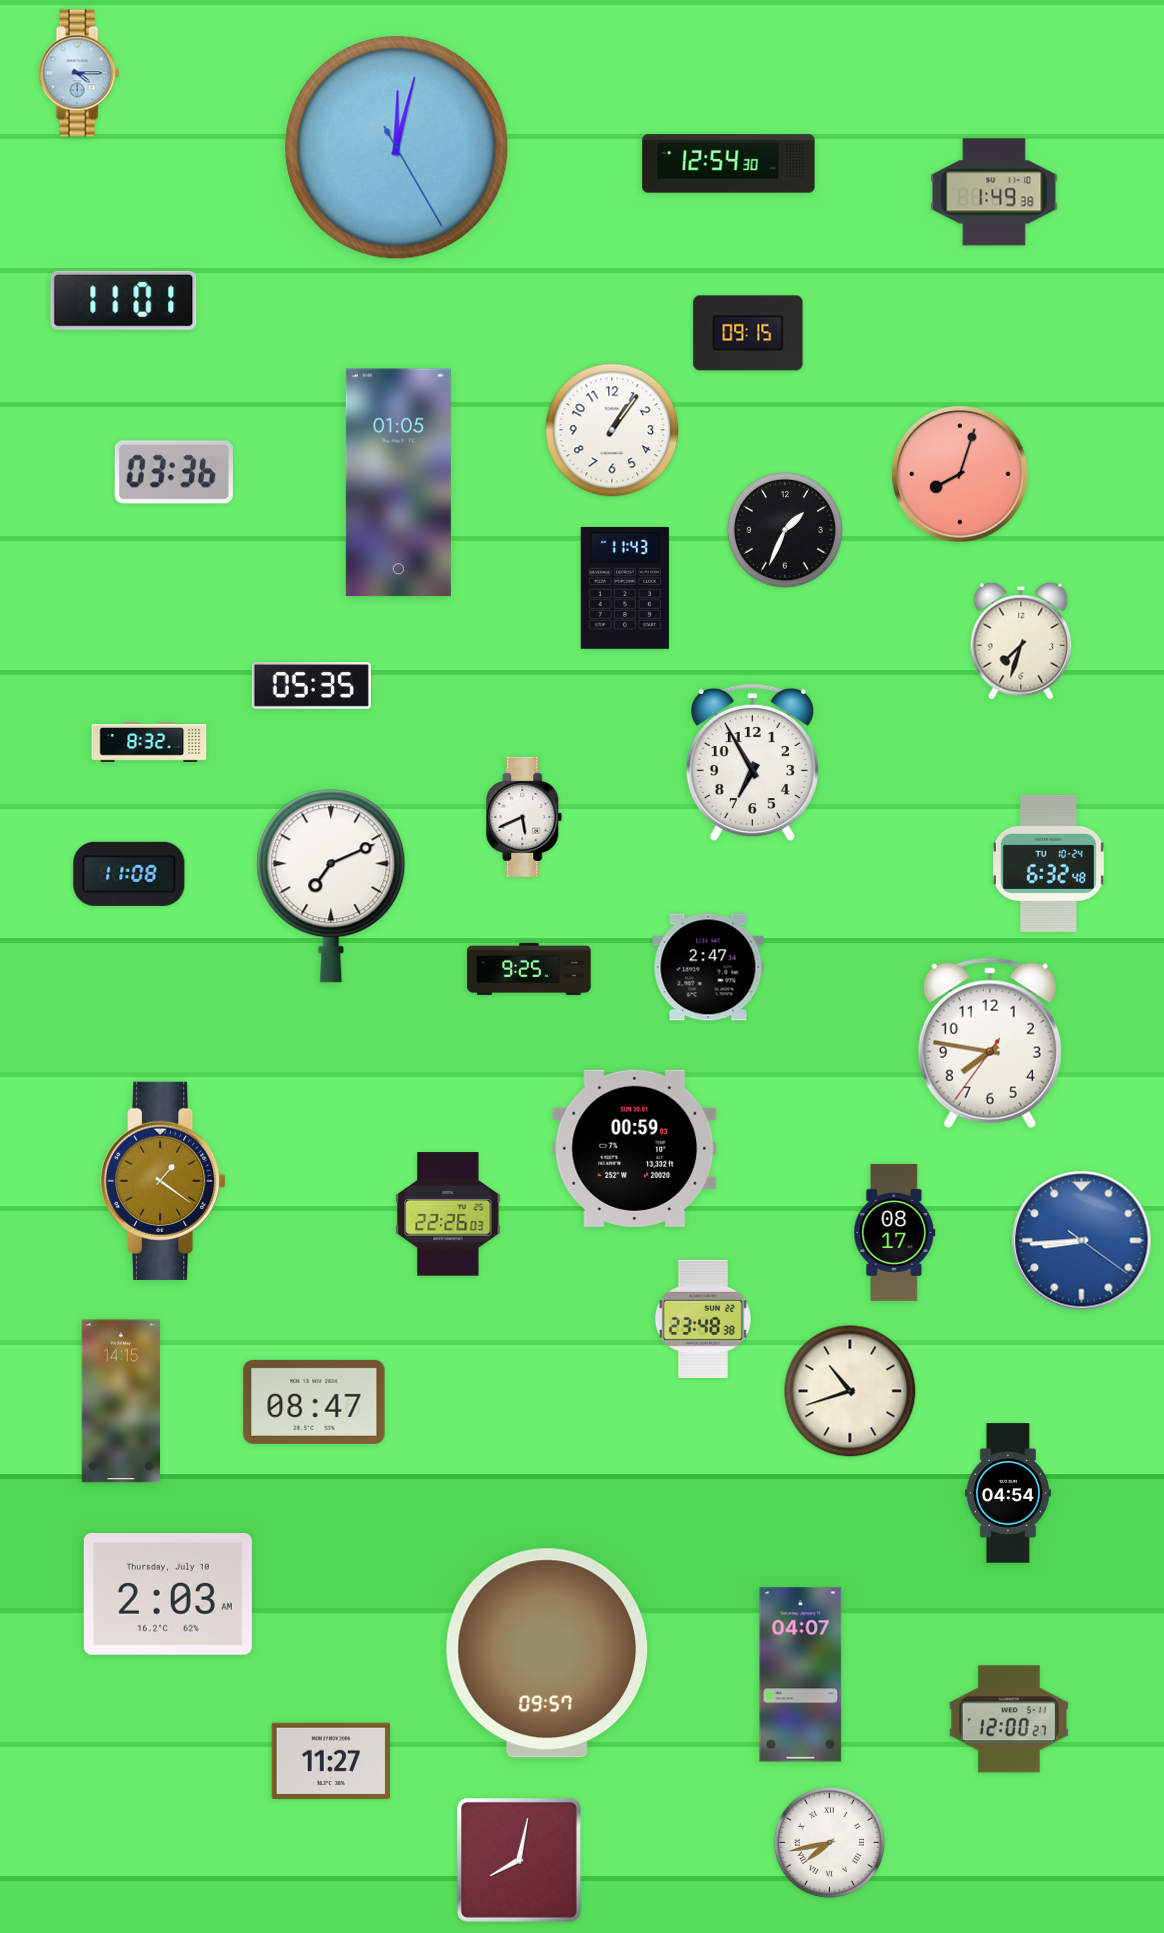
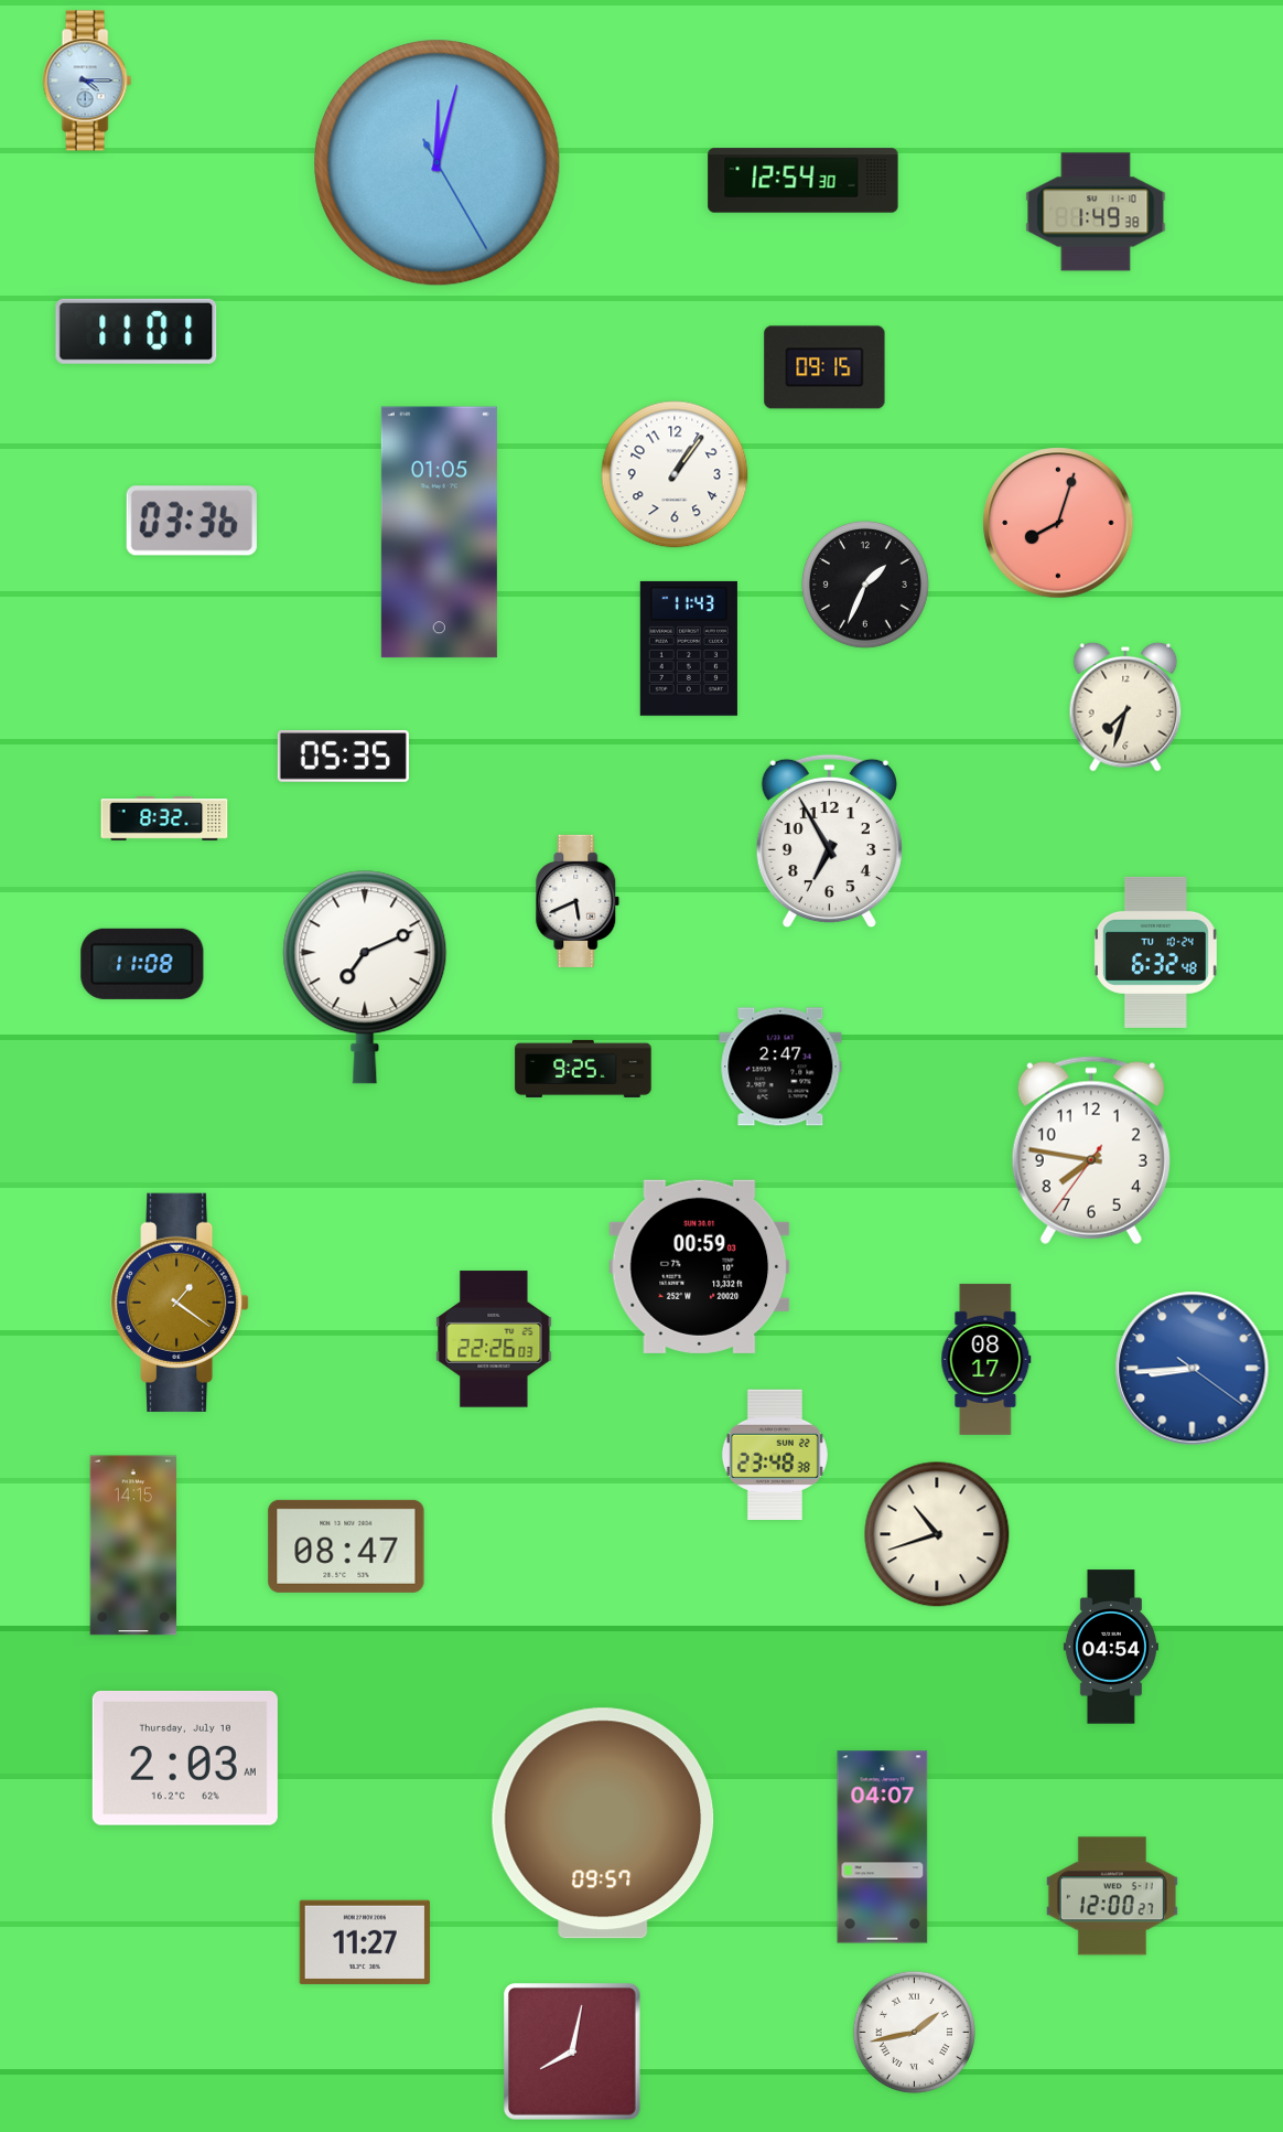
clock at (829, 1842): 7:43 -> 1:43
